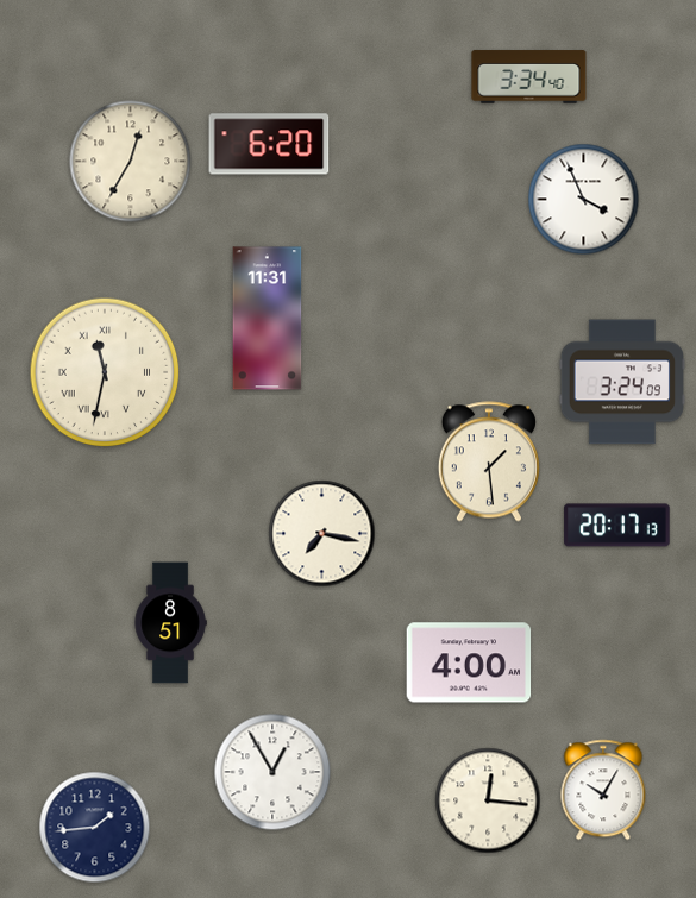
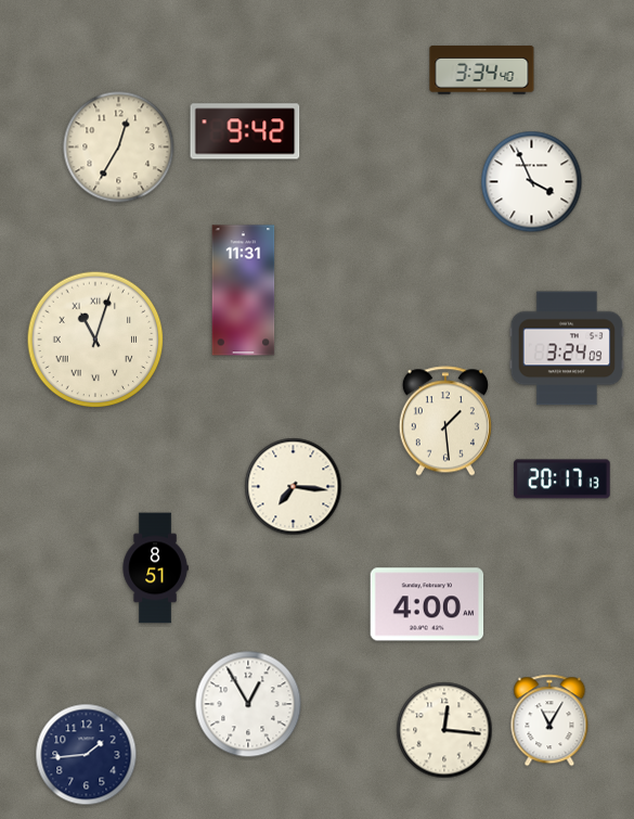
clock at (269, 144): 6:20 -> 9:42
clock at (105, 372): 11:32 -> 11:03
clock at (322, 534): 7:17 -> 7:16
clock at (603, 790): 10:05 -> 11:05
